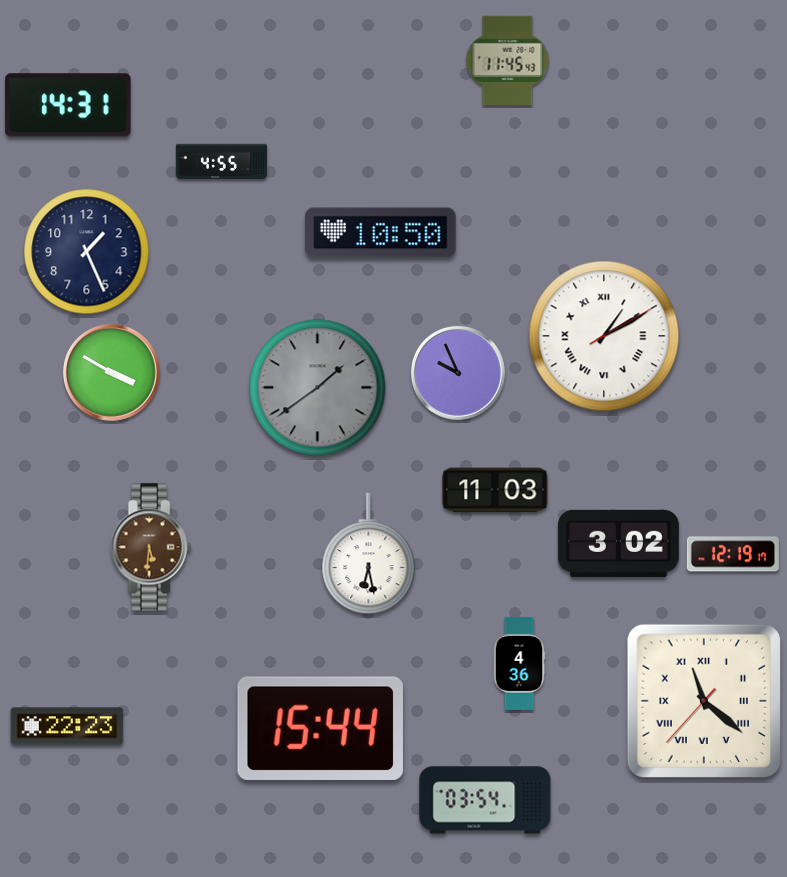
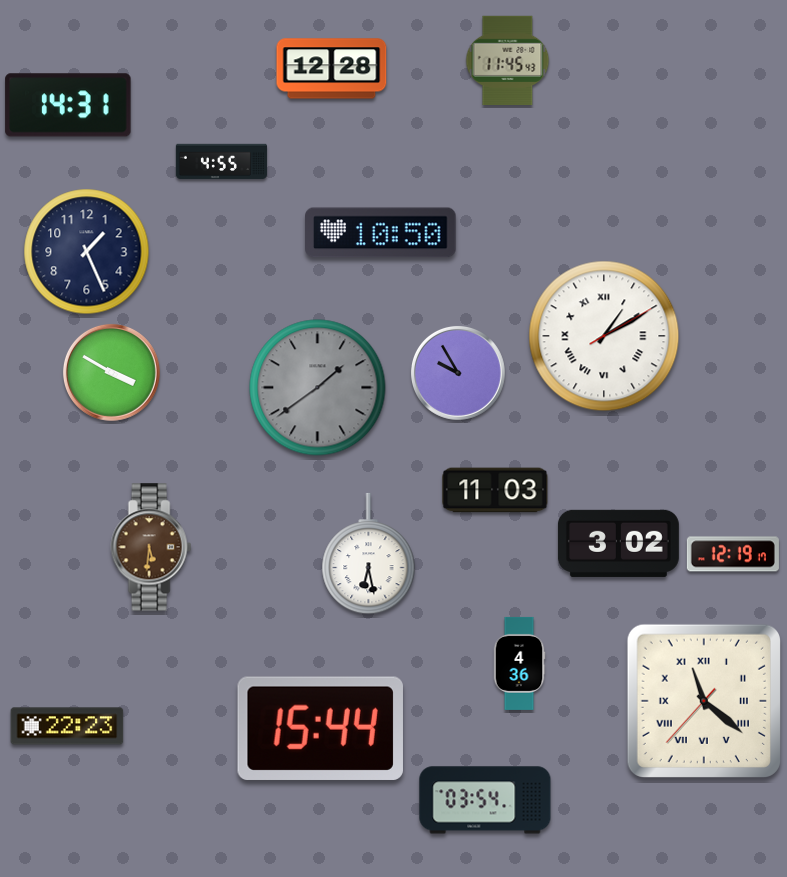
clock at (332, 69): none -> 12:28
clock at (458, 373): 9:56 -> 9:55
